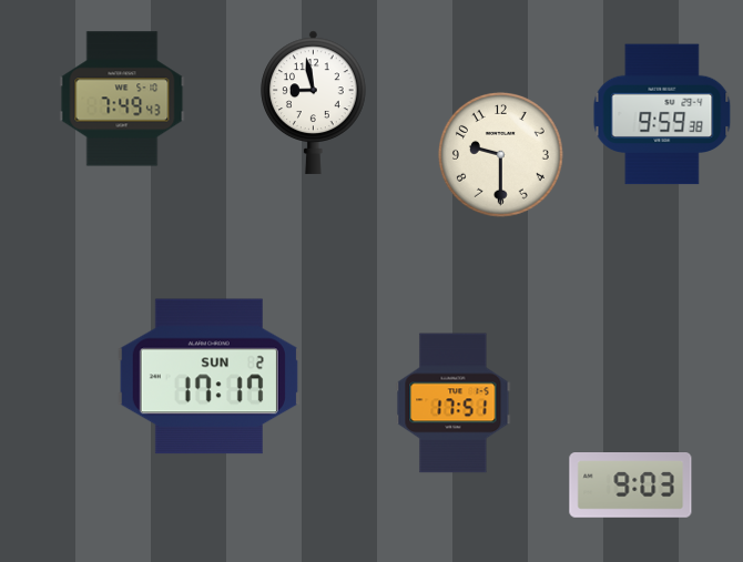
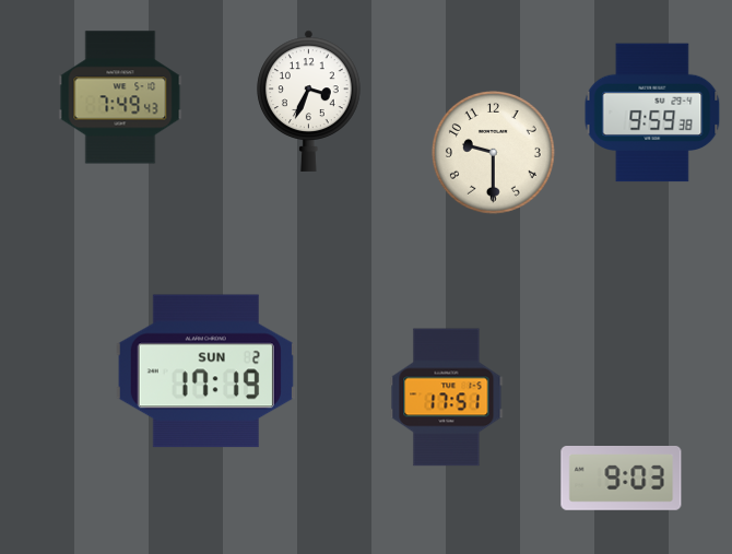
clock at (314, 102): 8:58 -> 3:34
clock at (208, 377): 17:17 -> 17:19
